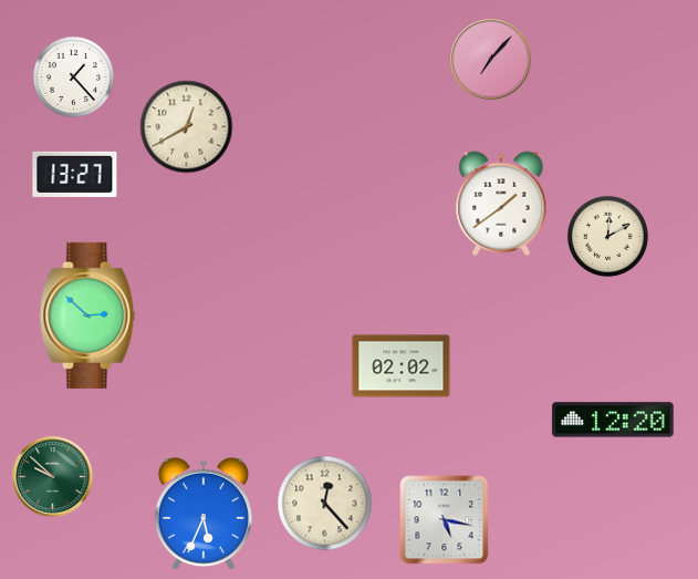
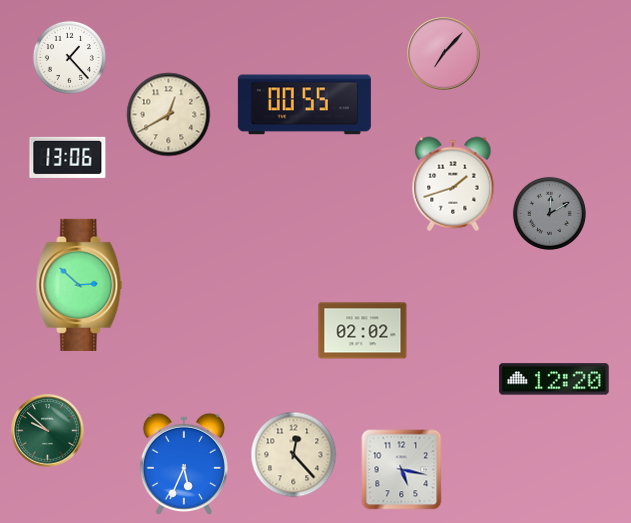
clock at (73, 76) position: (73, 76) -> (69, 57)
clock at (304, 105): none -> 00:55
clock at (75, 174): 13:27 -> 13:06
clock at (501, 204): 1:39 -> 1:42
clock at (607, 236) dial: cream -> grey
